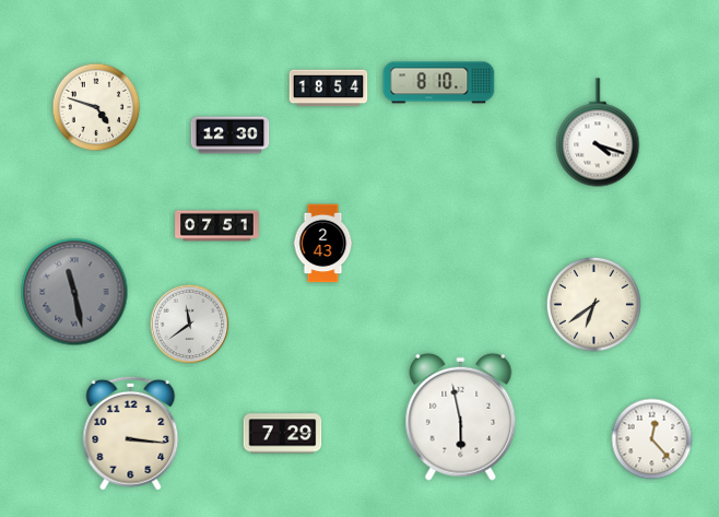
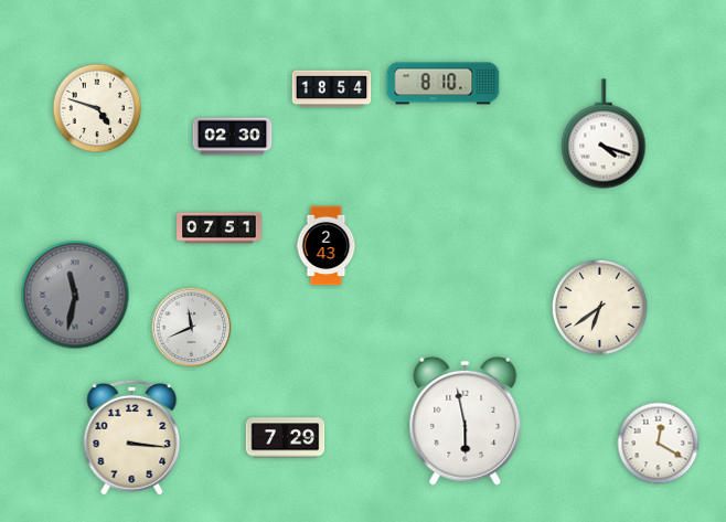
clock at (231, 136): 12:30 -> 02:30
clock at (74, 292): 11:28 -> 11:32
clock at (190, 325): 11:39 -> 11:41
clock at (652, 439): 12:23 -> 12:20
